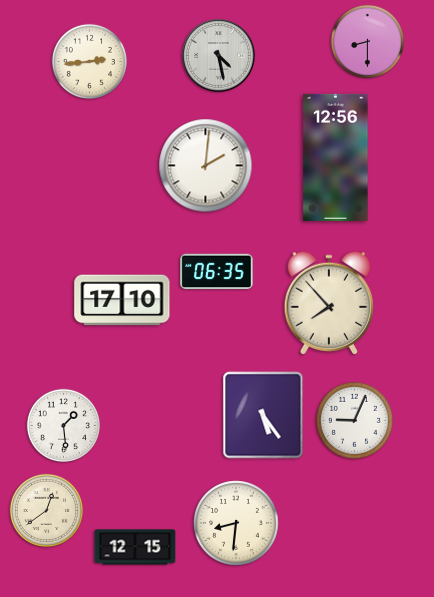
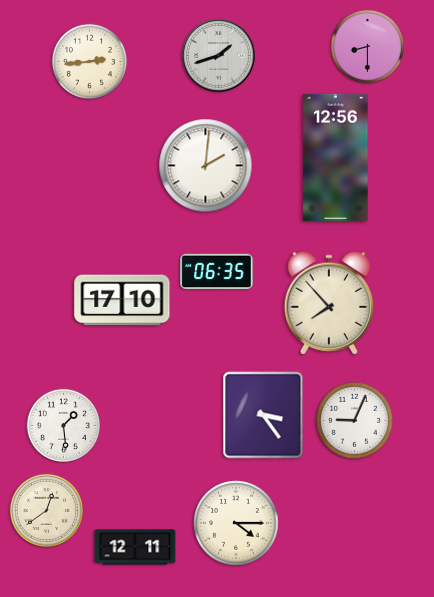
clock at (367, 41) position: (367, 41) -> (367, 46)
clock at (219, 56): 4:28 -> 1:42
clock at (263, 415): 5:24 -> 3:24
clock at (236, 523): 8:31 -> 4:15
clock at (135, 547): 12:15 -> 12:11
